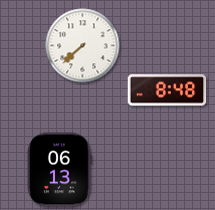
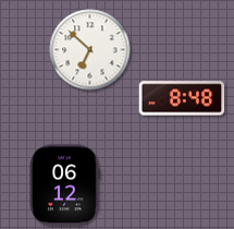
clock at (83, 46): 7:38 -> 6:52
clock at (59, 170): 06:13 -> 06:12
